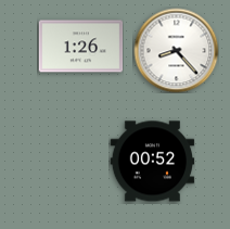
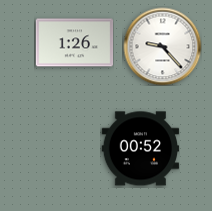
clock at (176, 50): 8:23 -> 9:23
